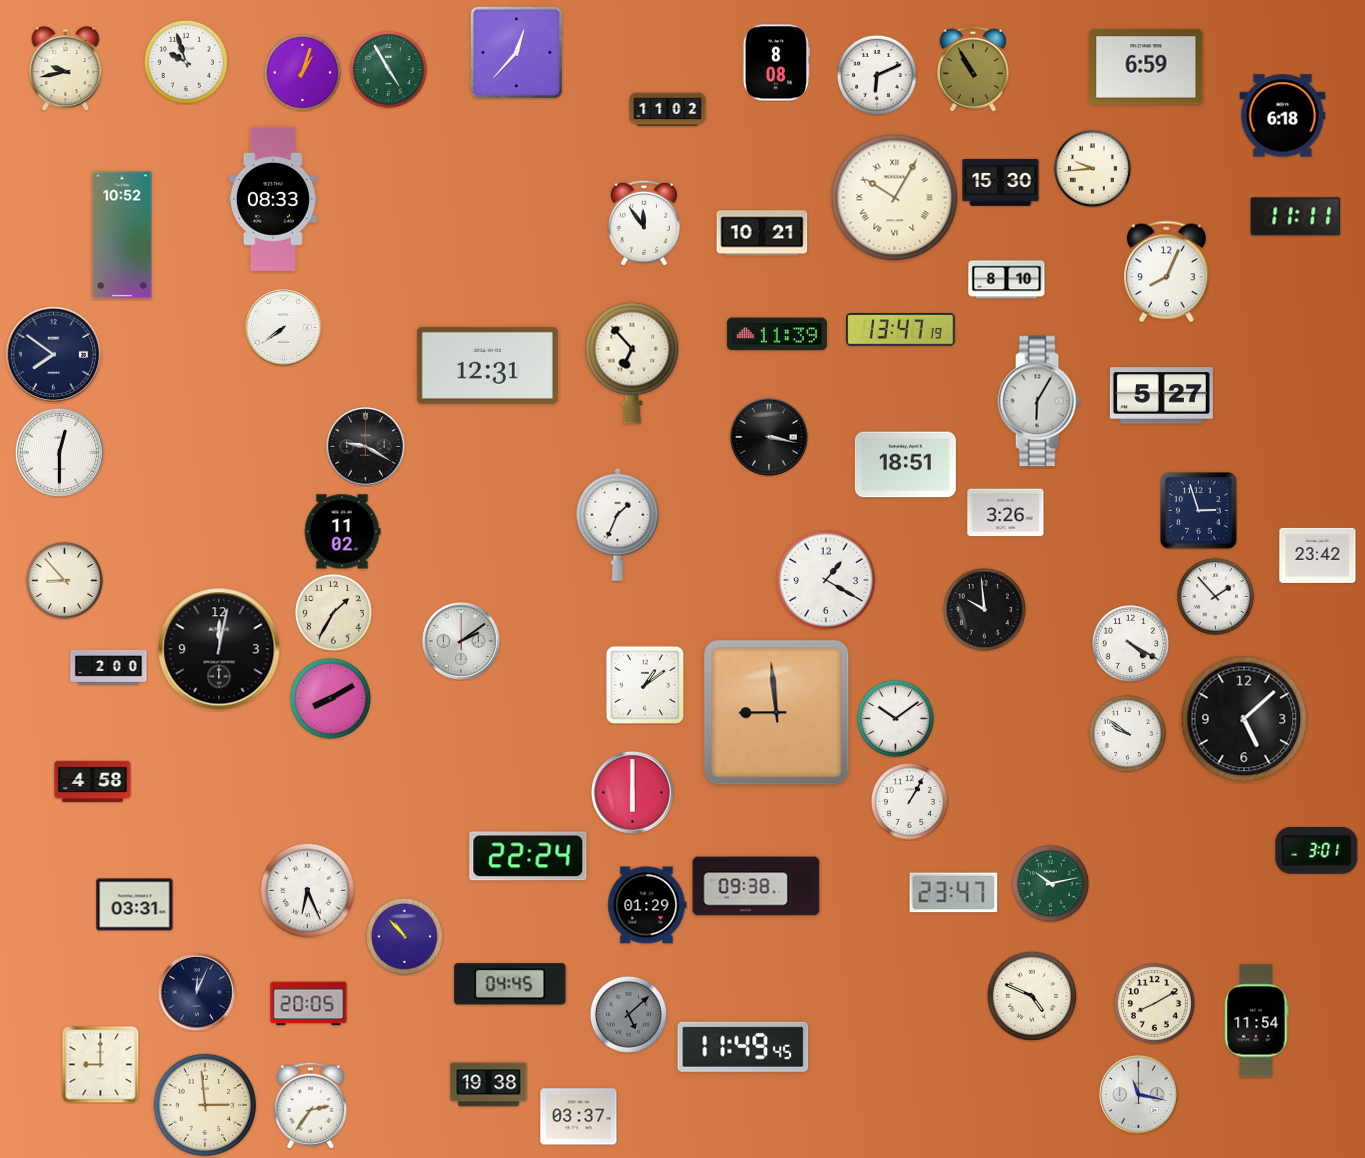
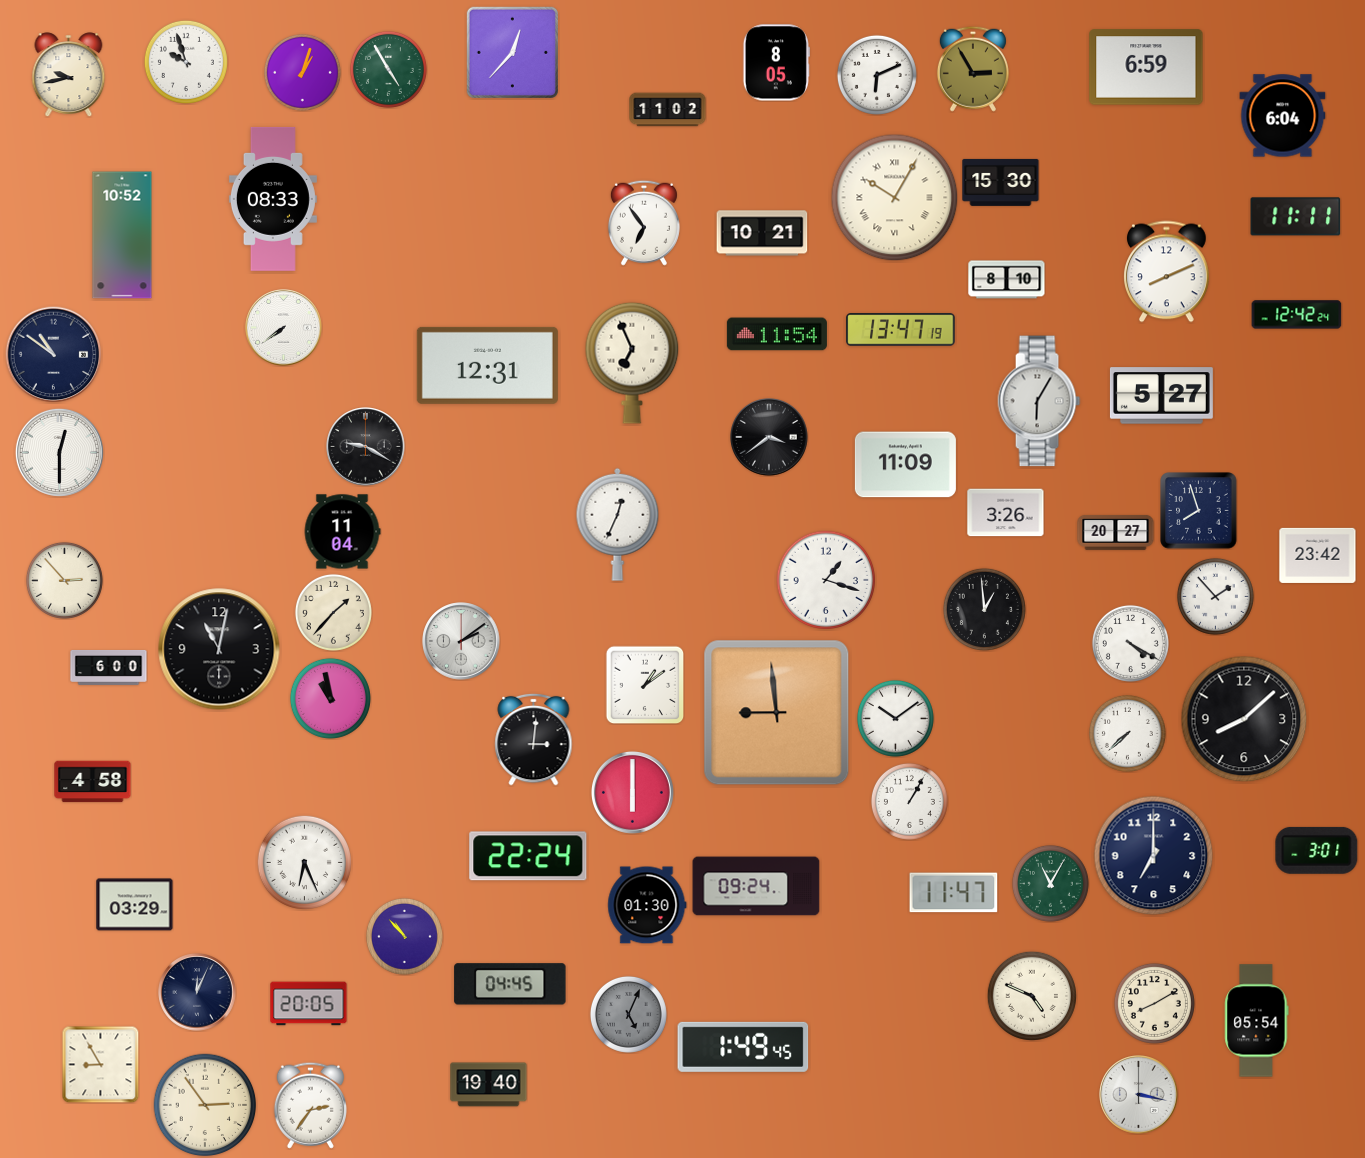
clock at (516, 52) position: (516, 52) -> (512, 52)
clock at (776, 63): 8:08 -> 8:05
clock at (66, 69) position: (66, 69) -> (69, 75)
clock at (973, 69): 10:55 -> 2:55
clock at (1283, 116): 6:18 -> 6:04
clock at (1092, 168): 9:44 -> none
clock at (644, 223): 11:54 -> 6:54
clock at (1167, 272): 8:04 -> 8:11
clock at (1297, 315): none -> 12:42
clock at (777, 334): 11:39 -> 11:54
clock at (54, 355): 7:51 -> 10:51
clock at (632, 363): 6:53 -> 6:56
clock at (769, 437): 3:17 -> 3:39
clock at (905, 465): 18:51 -> 11:09
clock at (1199, 511): 2:57 -> 7:57
clock at (618, 524): 1:34 -> 12:34
clock at (342, 532): 11:02 -> 11:04
clock at (1116, 532): none -> 20:27
clock at (64, 580): 8:53 -> 2:53
clock at (826, 580): 1:20 -> 1:18
clock at (984, 609): 9:59 -> 12:59
clock at (333, 612): 1:35 -> 1:37
clock at (219, 649): 12:02 -> 11:02
clock at (109, 667): 2:00 -> 6:00
clock at (330, 698): 8:10 -> 10:58
clock at (1244, 719): 5:08 -> 8:08
clock at (1127, 733): 9:51 -> 7:38
clock at (534, 739): none -> 3:01
clock at (1154, 856): none -> 7:00
clock at (1050, 883): 10:13 -> 11:05
clock at (756, 886): 09:38 -> 09:24
clock at (307, 890) position: (307, 890) -> (304, 862)
clock at (954, 893): 23:47 -> 11:47
clock at (135, 905): 03:31 -> 03:29
clock at (647, 905): 01:29 -> 01:30
clock at (628, 1014): 5:08 -> 5:04
clock at (1257, 1021): 11:54 -> 05:54
clock at (743, 1047): 11:49 -> 1:49
clock at (100, 1064): 9:00 -> 8:55
clock at (489, 1085): 19:38 -> 19:40
clock at (1139, 1095): 11:17 -> 3:17
clock at (205, 1105): 2:59 -> 2:54
clock at (579, 1117): 03:37 -> none
